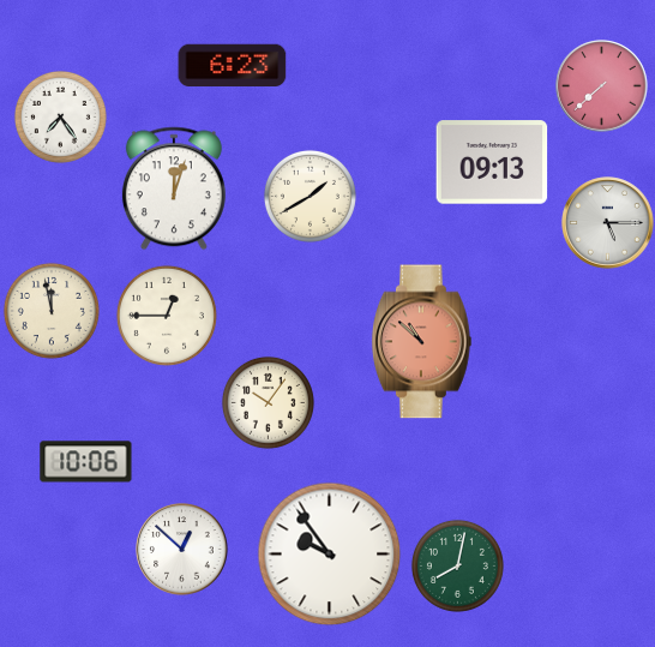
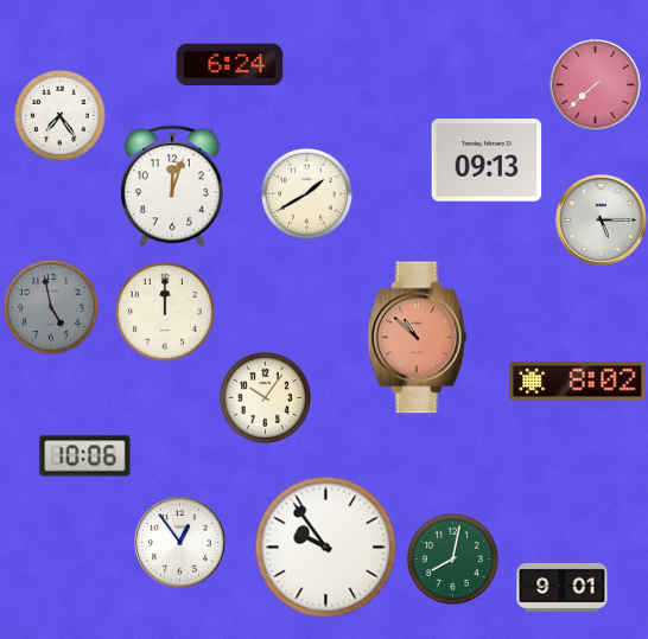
clock at (233, 65): 6:23 -> 6:24
clock at (52, 311): 11:58 -> 4:58
clock at (52, 311) dial: cream -> grey
clock at (167, 316): 12:45 -> 12:00
clock at (578, 382): none -> 8:02
clock at (182, 550): 12:52 -> 12:54
clock at (563, 587): none -> 9:01
